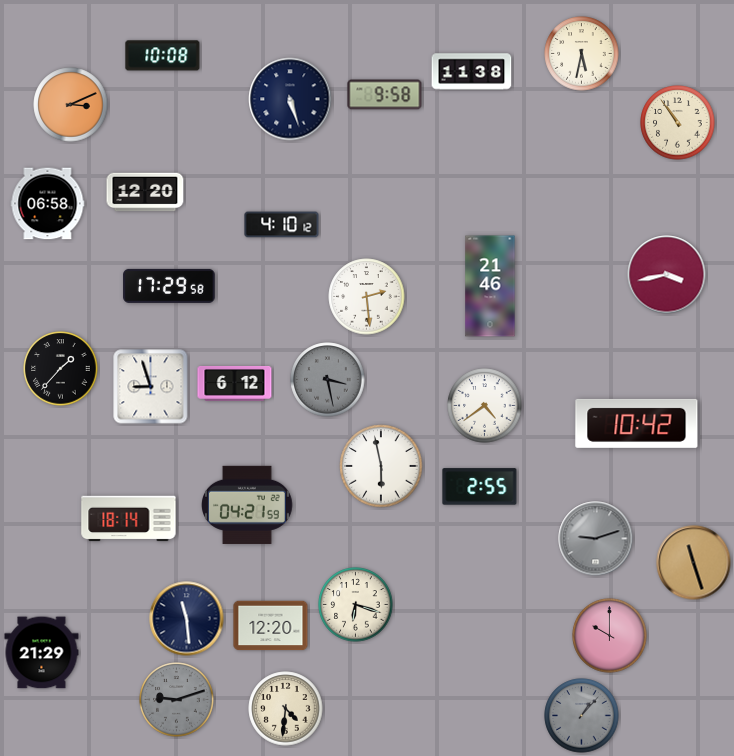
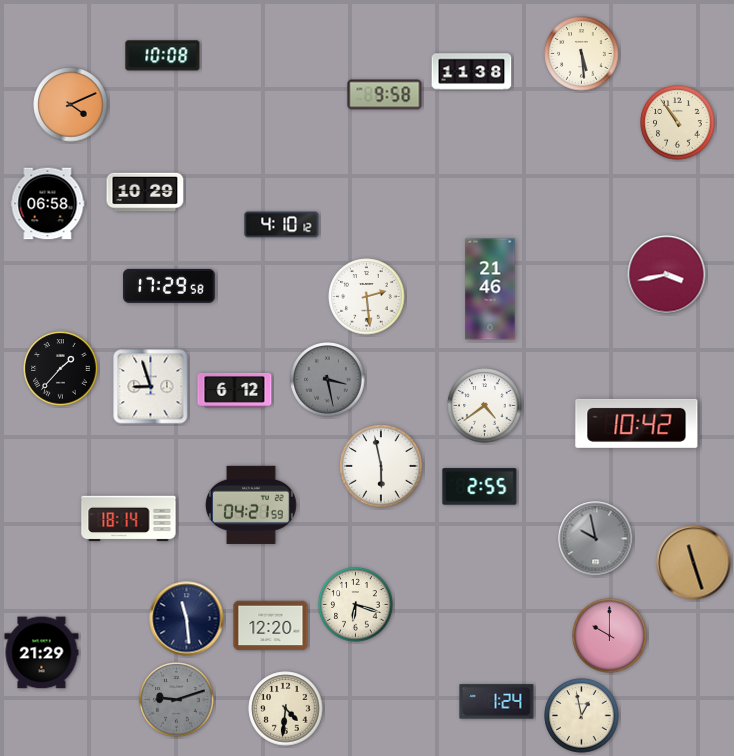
clock at (582, 54): 5:32 -> 5:29
clock at (290, 99): 5:27 -> none
clock at (71, 105): 3:11 -> 4:11
clock at (145, 192): 12:20 -> 10:29
clock at (490, 286) position: (490, 286) -> (490, 289)
clock at (235, 383) position: (235, 383) -> (235, 390)
clock at (248, 505) position: (248, 505) -> (252, 505)
clock at (596, 539): 9:12 -> 9:58
clock at (497, 702): none -> 1:24
clock at (582, 716): 1:07 -> 12:58
clock at (582, 716) dial: grey -> cream
